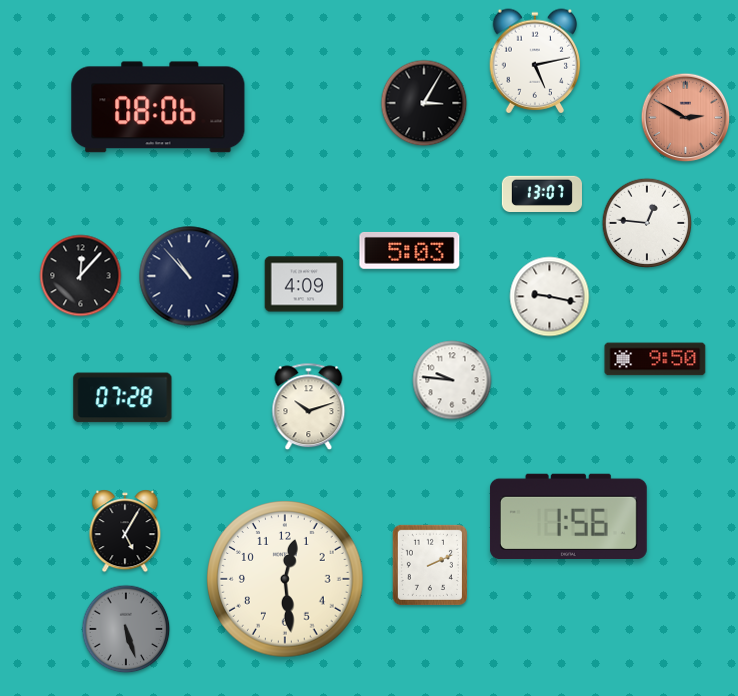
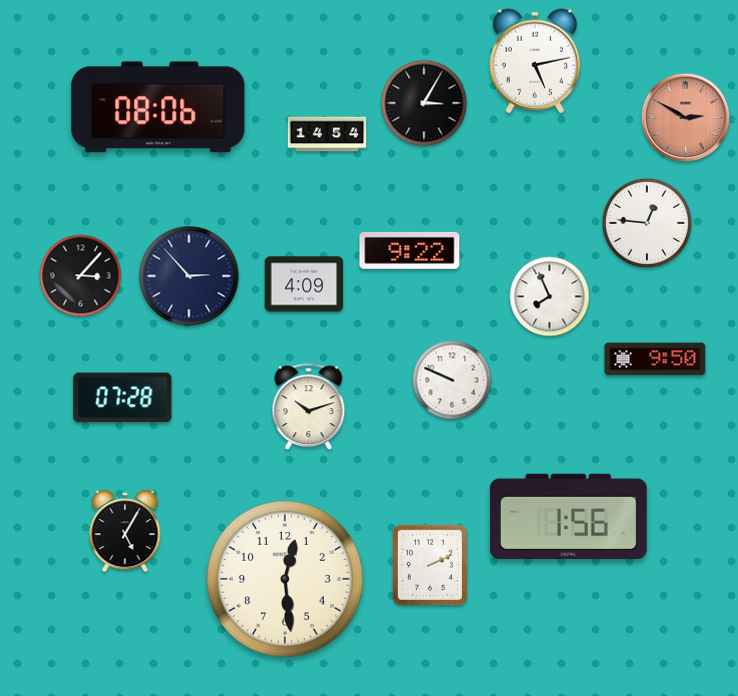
clock at (327, 134): none -> 14:54
clock at (542, 194): 13:07 -> none
clock at (410, 250): 5:03 -> 9:22
clock at (81, 276): 12:07 -> 3:07
clock at (189, 276): 10:53 -> 2:53
clock at (550, 297): 9:17 -> 7:56
clock at (452, 380): 9:46 -> 9:49
clock at (126, 629): 5:27 -> none
